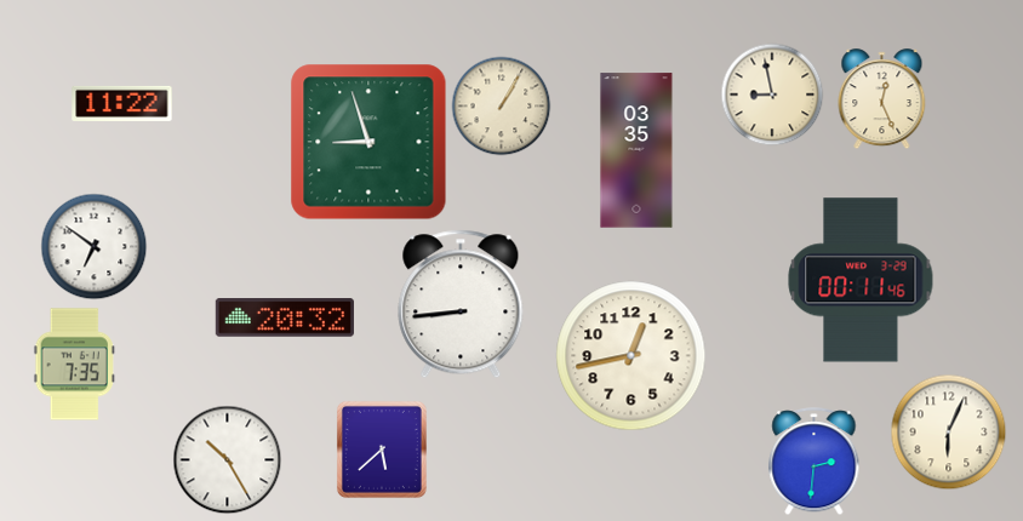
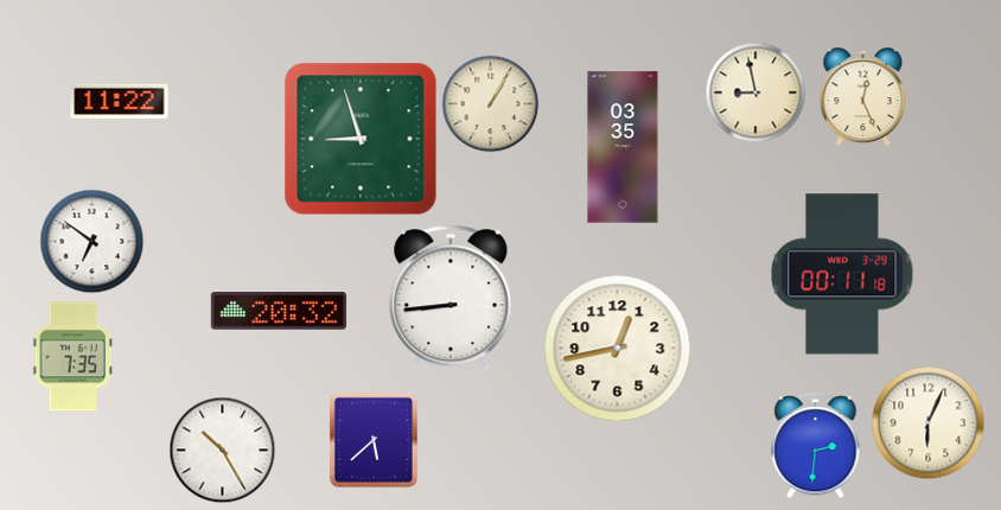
clock at (861, 280): 00:11:46 -> 00:11:18
clock at (815, 462) position: (815, 462) -> (816, 446)
